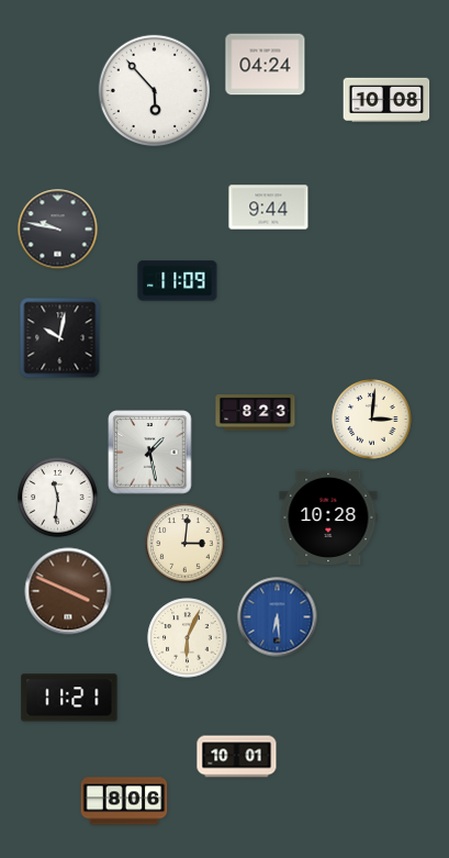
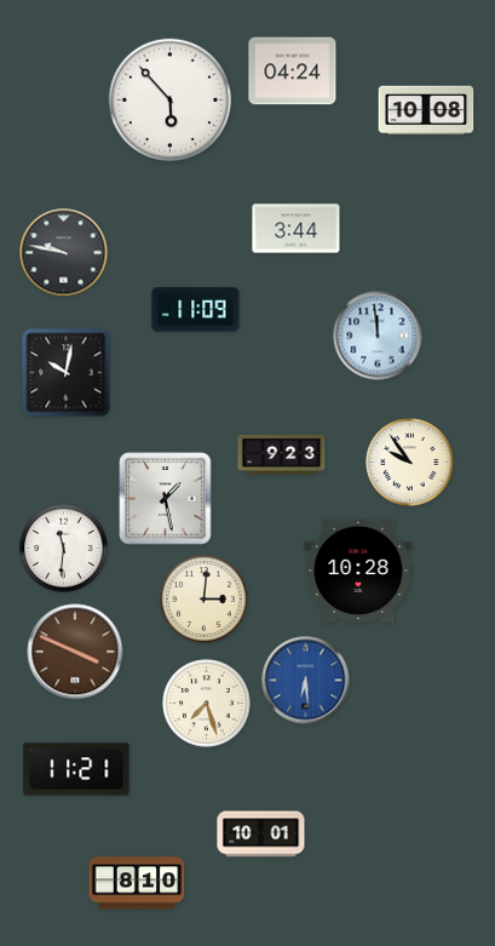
clock at (269, 208): 9:44 -> 3:44
clock at (378, 336): none -> 11:59
clock at (256, 412): 8:23 -> 9:23
clock at (372, 420): 3:01 -> 9:54
clock at (328, 516) position: (328, 516) -> (358, 569)
clock at (188, 638): 6:04 -> 7:27
clock at (124, 801): 8:06 -> 8:10
